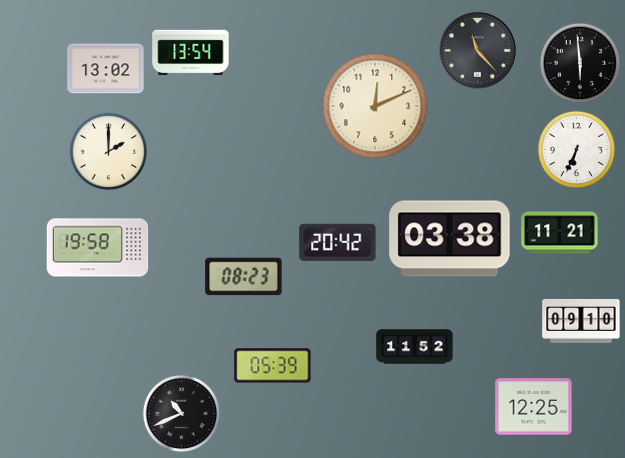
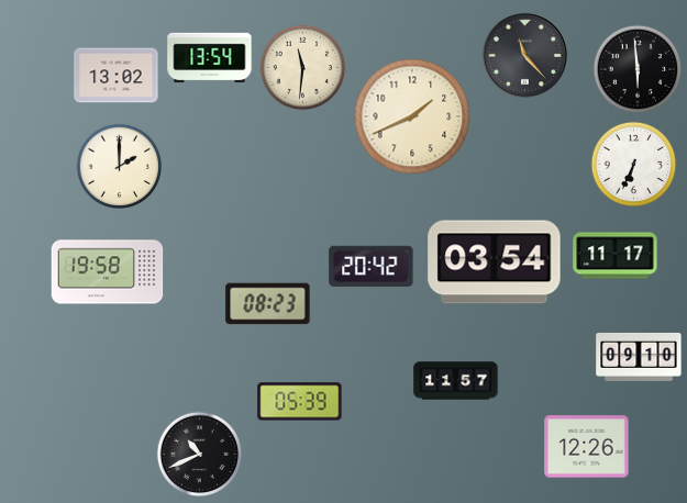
clock at (302, 67): none -> 11:31
clock at (375, 106): 12:11 -> 1:41
clock at (560, 233): 11:21 -> 11:17
clock at (450, 239): 03:38 -> 03:54
clock at (581, 321) position: (581, 321) -> (639, 357)
clock at (415, 347): 11:52 -> 11:57
clock at (534, 407): 12:25 -> 12:26
